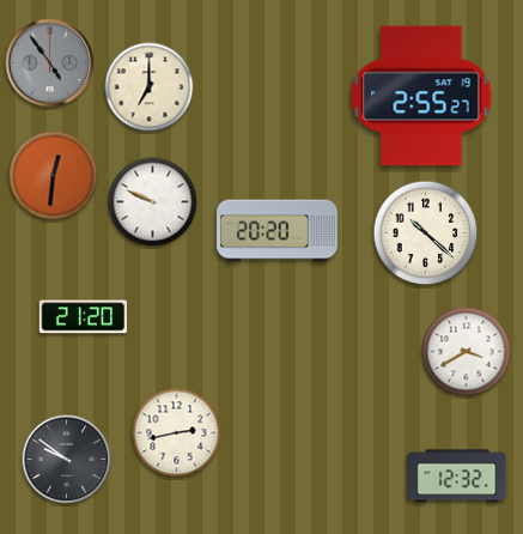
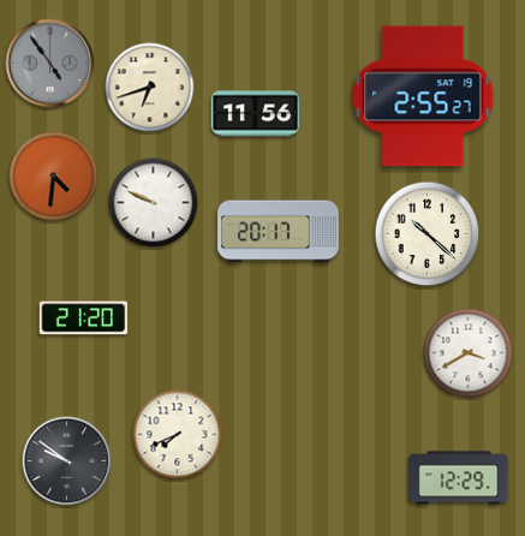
clock at (150, 87): 7:00 -> 6:42
clock at (256, 114): none -> 11:56
clock at (54, 176): 12:31 -> 4:31
clock at (278, 231): 20:20 -> 20:17
clock at (177, 433): 2:43 -> 7:41
clock at (457, 477): 12:32 -> 12:29
